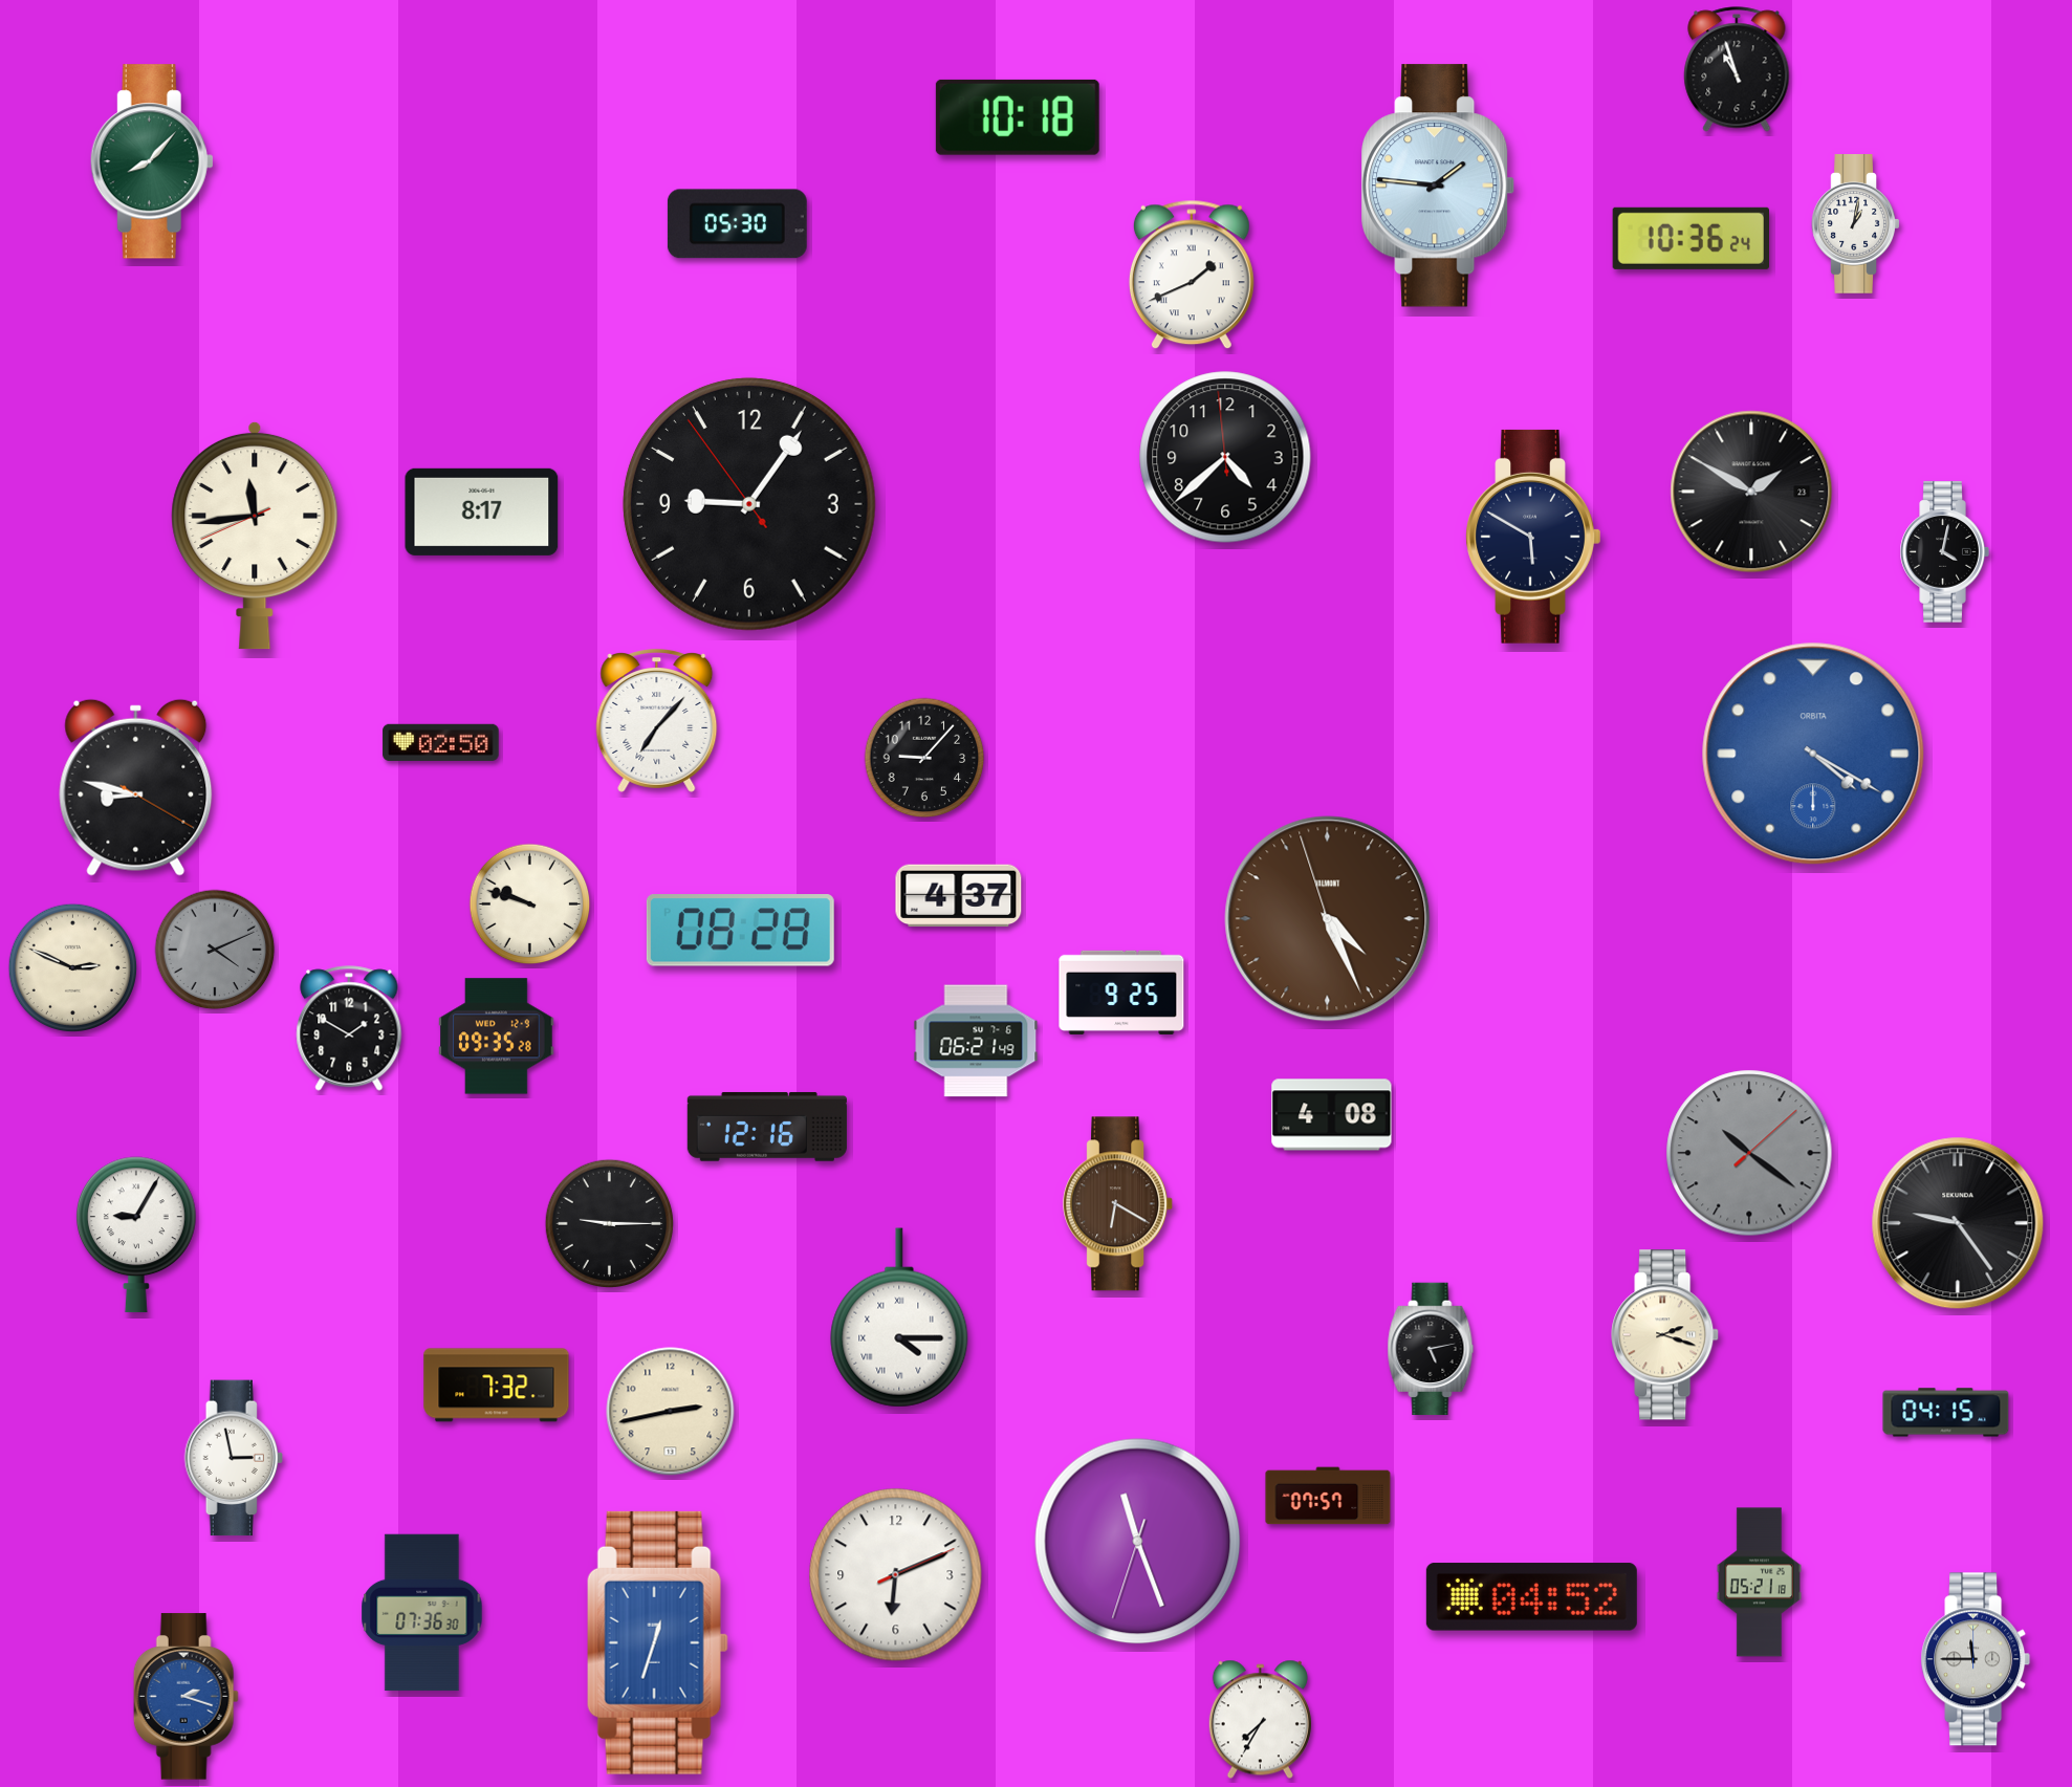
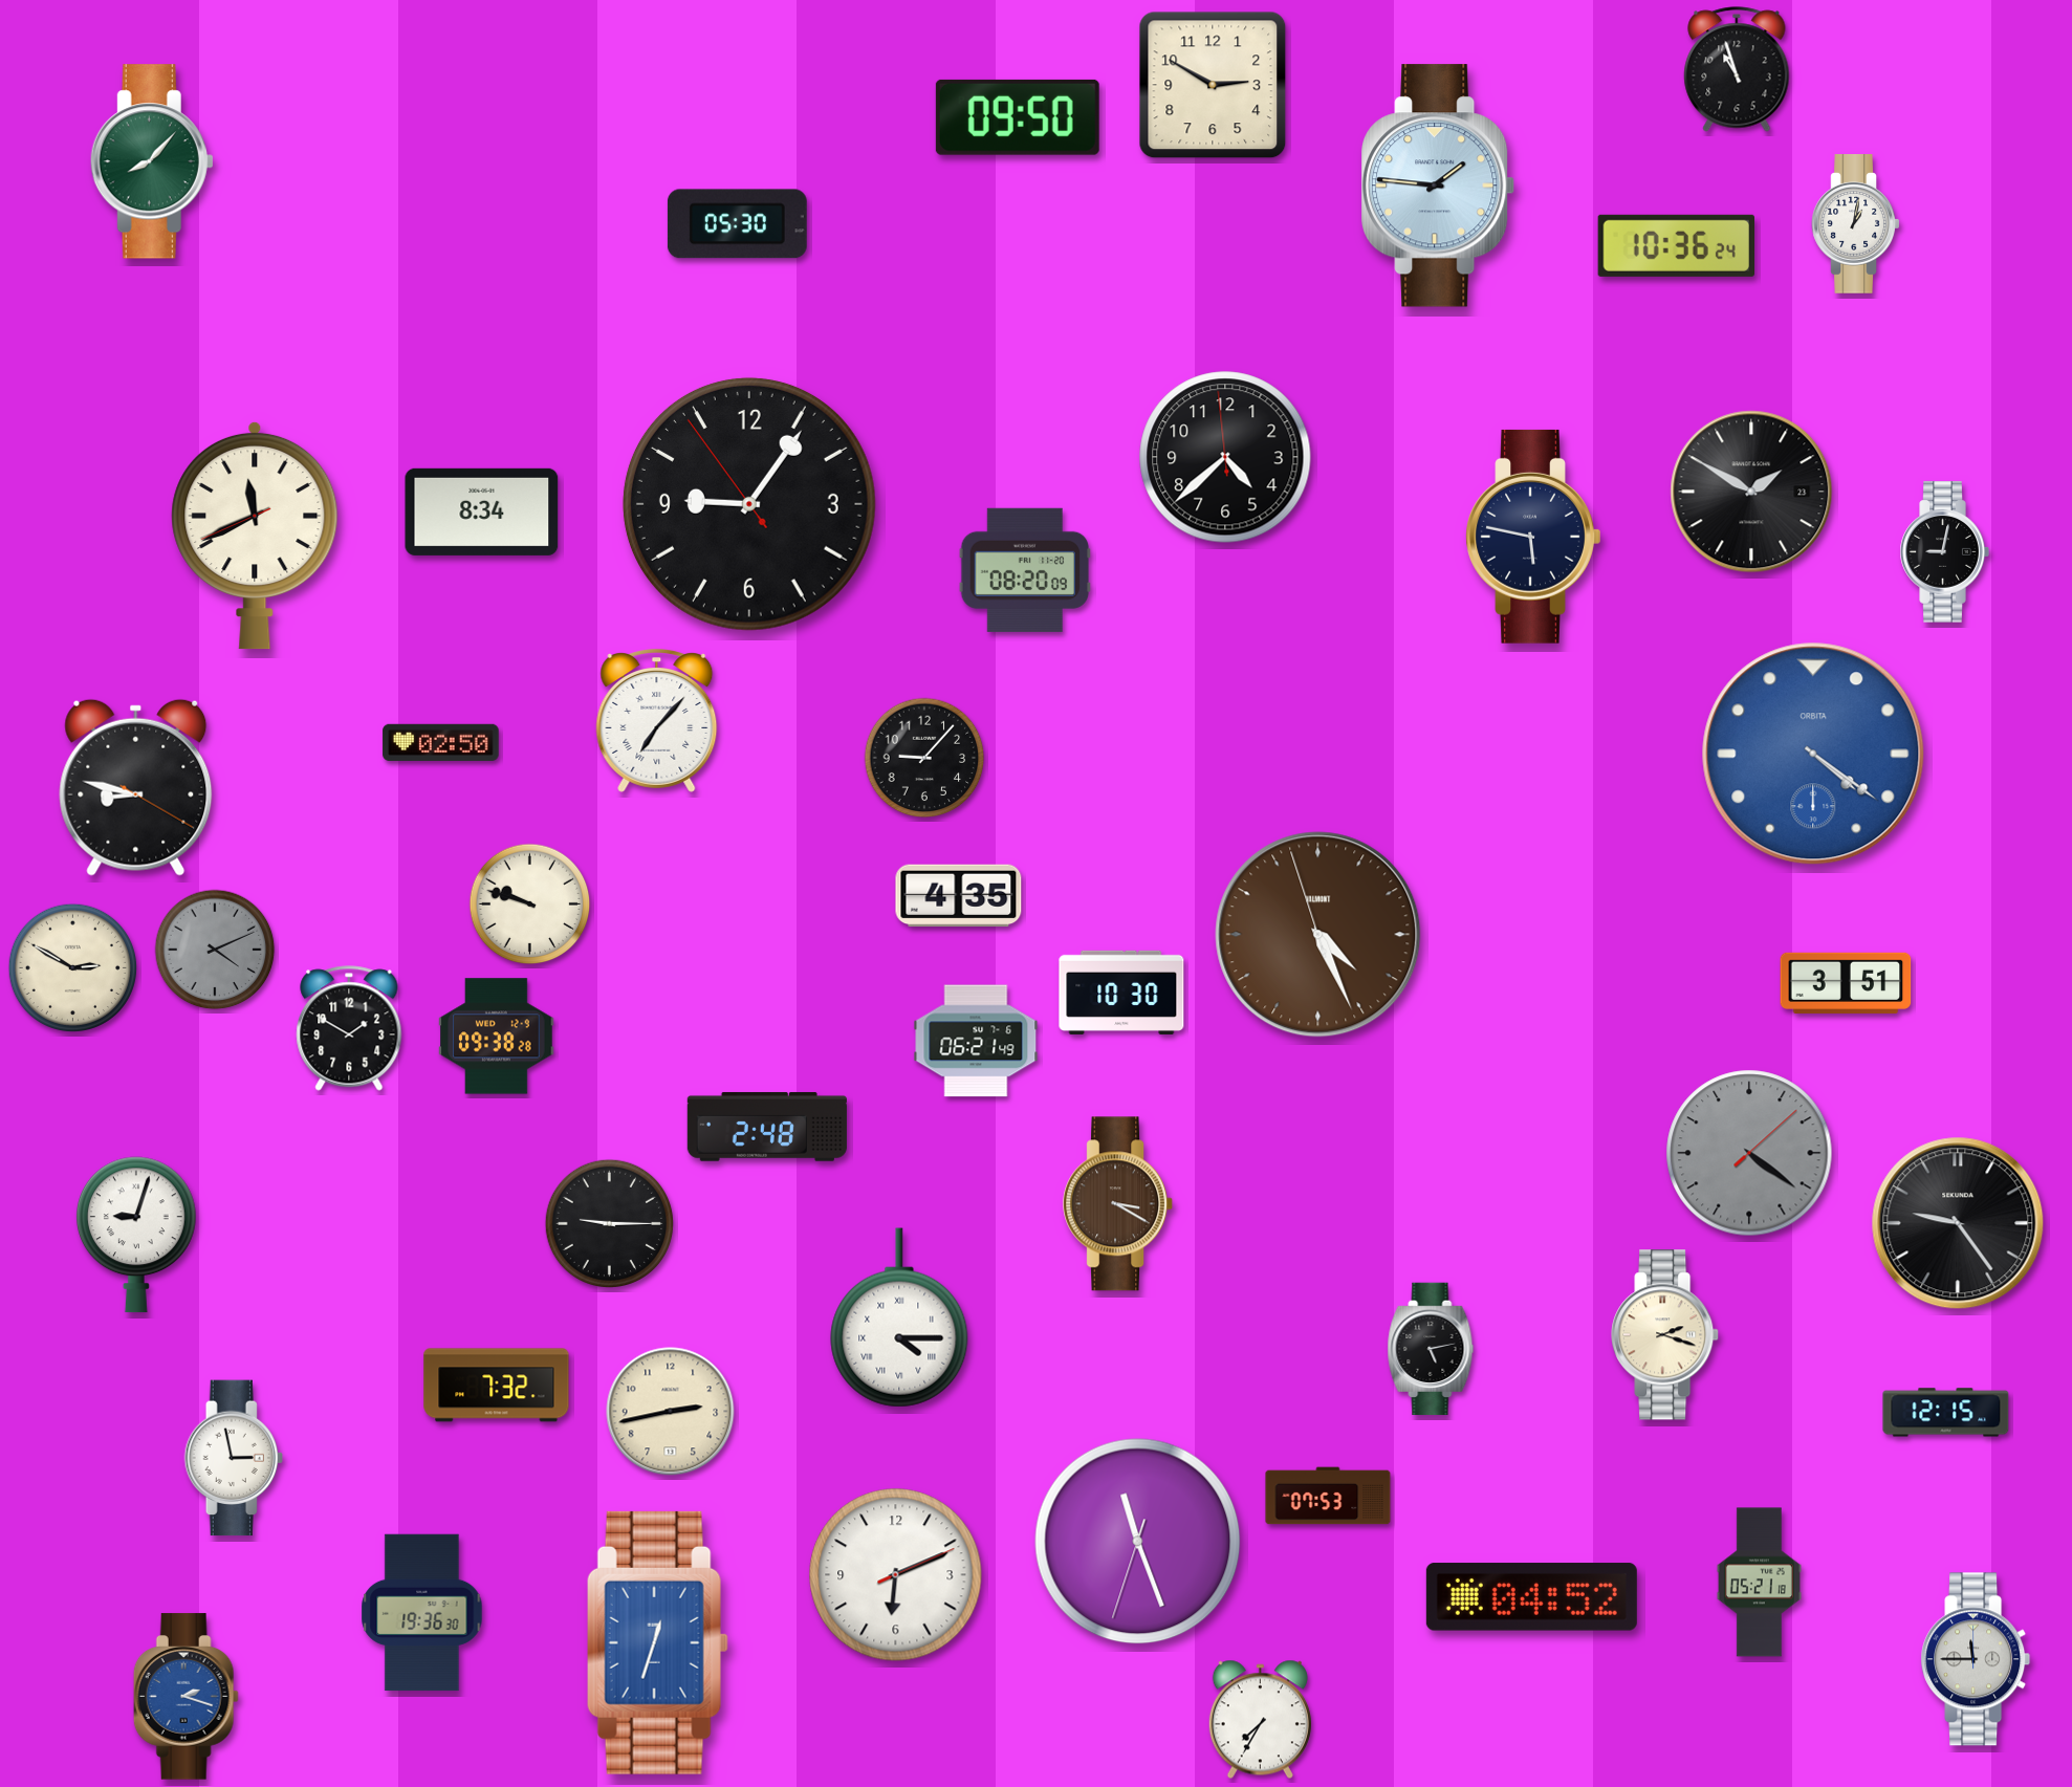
clock at (1213, 85): none -> 2:50
clock at (1018, 117): 10:18 -> 09:50
clock at (1691, 238) position: (1691, 238) -> (1676, 245)
clock at (1192, 275): 1:41 -> none
clock at (482, 511): 8:17 -> 8:34
clock at (255, 536): 11:43 -> 11:40
clock at (1533, 537): 5:50 -> 5:47
clock at (1944, 552): 4:02 -> 9:02
clock at (1024, 570): none -> 08:20
clock at (1813, 754): 4:20 -> 4:21
clock at (959, 896): 4:37 -> 4:35
clock at (1328, 919) position: (1328, 919) -> (1318, 935)
clock at (740, 931): 08:28 -> none
clock at (72, 967): 2:49 -> 2:50
clock at (1846, 982): none -> 3:51
clock at (1121, 993): 9:25 -> 10:30
clock at (497, 1037): 09:35 -> 09:38
clock at (1332, 1115): 4:08 -> none
clock at (767, 1127): 12:16 -> 2:48
clock at (1749, 1153): 10:21 -> 4:21
clock at (1118, 1204): 6:20 -> 3:20
clock at (136, 1235): 9:05 -> 9:03
clock at (1946, 1413): 04:15 -> 12:15
clock at (1328, 1496): 07:57 -> 07:53
clock at (422, 1613): 07:36 -> 19:36
